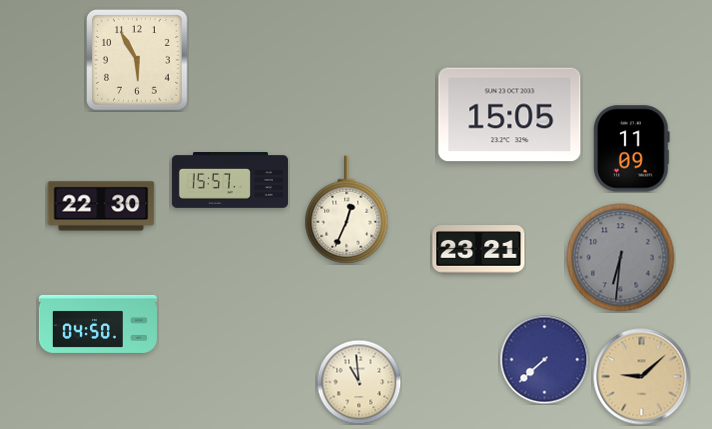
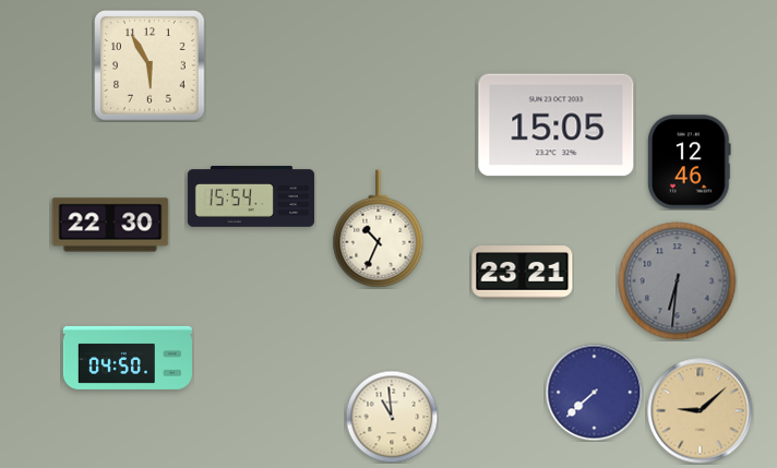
clock at (632, 149): 11:09 -> 12:46
clock at (230, 181): 15:57 -> 15:54
clock at (347, 210): 12:34 -> 10:34
clock at (98, 324) position: (98, 324) -> (128, 358)
